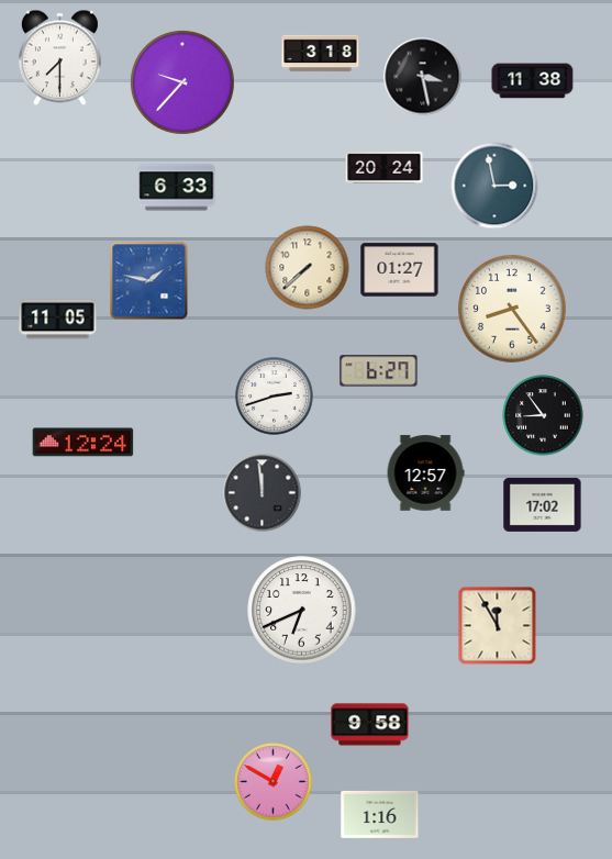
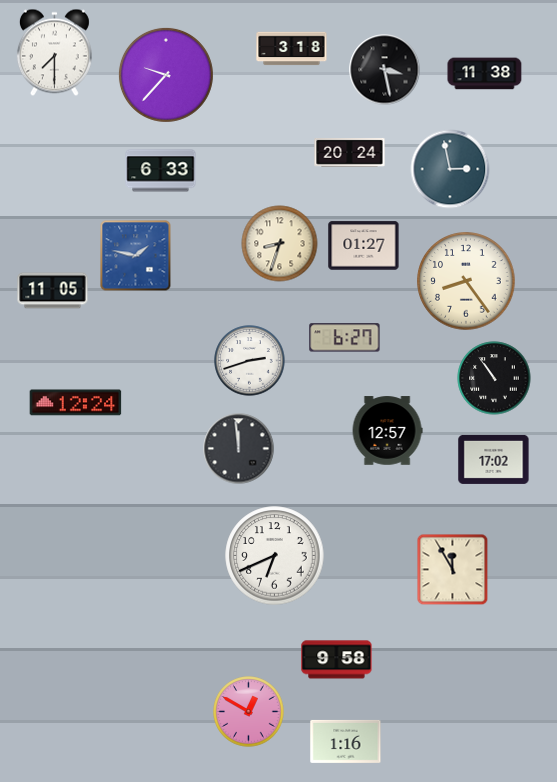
clock at (308, 268): 7:38 -> 8:33
clock at (543, 415): 8:54 -> 10:54
